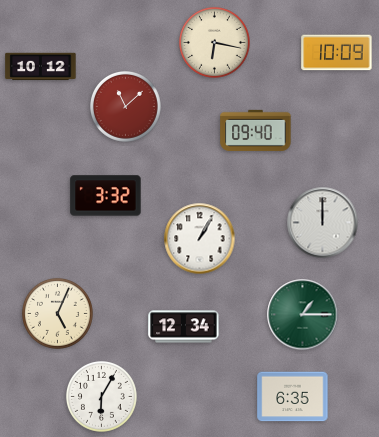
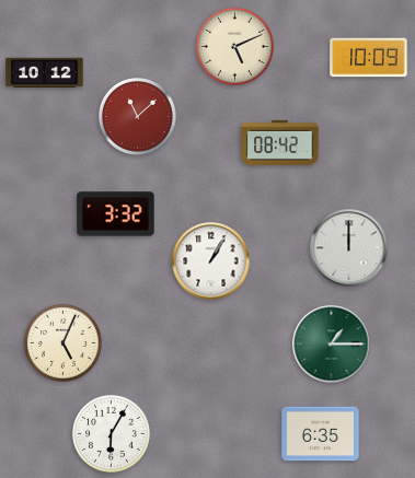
clock at (214, 42): 6:17 -> 5:11
clock at (256, 130): 09:40 -> 08:42
clock at (323, 223) position: (323, 223) -> (349, 248)
clock at (200, 239) position: (200, 239) -> (211, 261)
clock at (184, 327): 12:34 -> none
